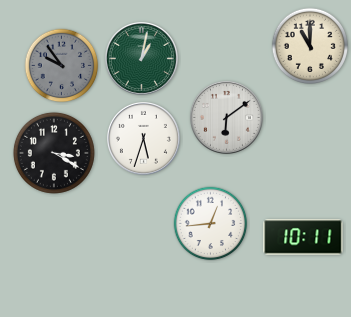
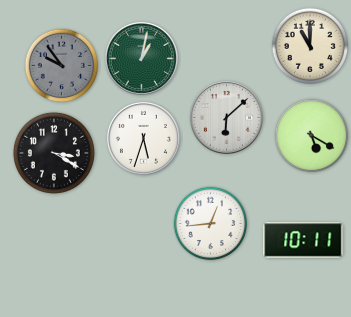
clock at (226, 117): 6:09 -> 6:08
clock at (312, 136): none -> 5:20
clock at (303, 237) position: (303, 237) -> (303, 240)
